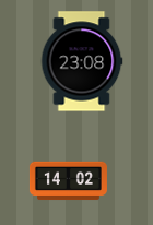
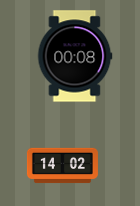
clock at (82, 61): 23:08 -> 00:08
